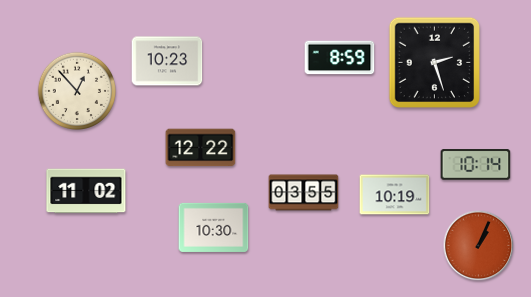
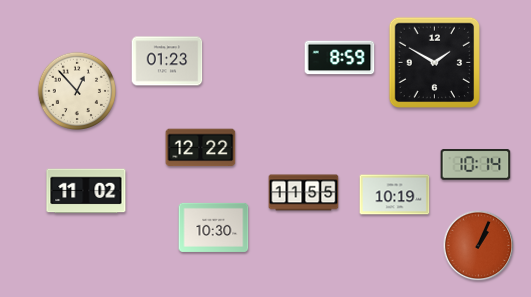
clock at (167, 61): 10:23 -> 01:23
clock at (434, 62): 2:27 -> 1:50
clock at (304, 193): 03:55 -> 11:55
